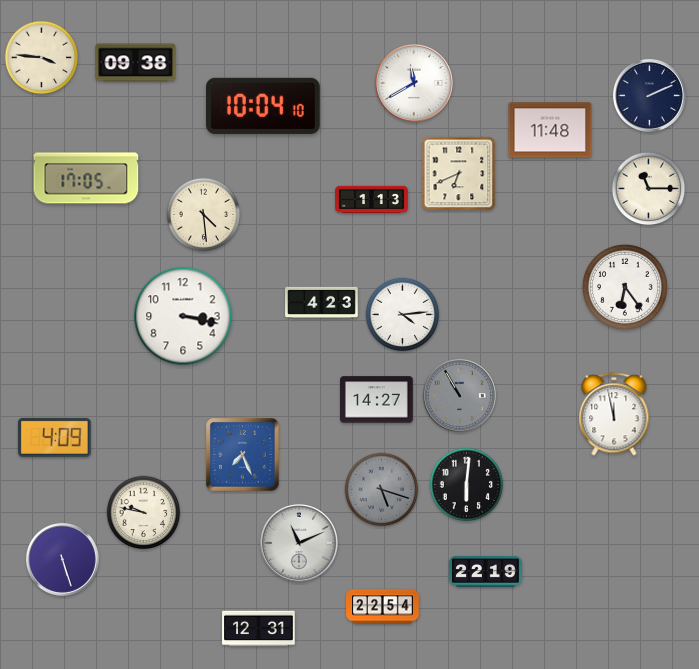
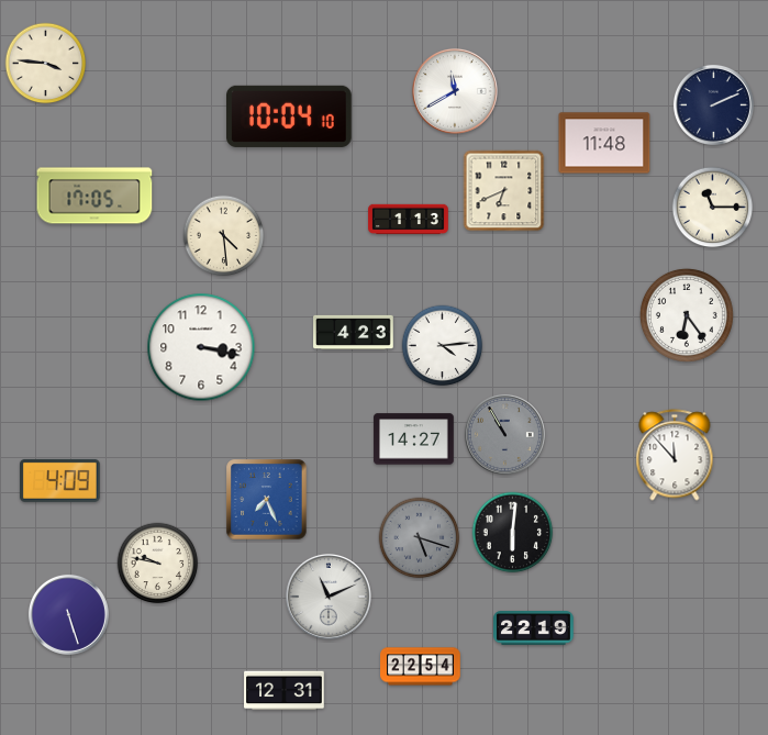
clock at (136, 63): 09:38 -> none
clock at (614, 414): 11:58 -> 11:53
